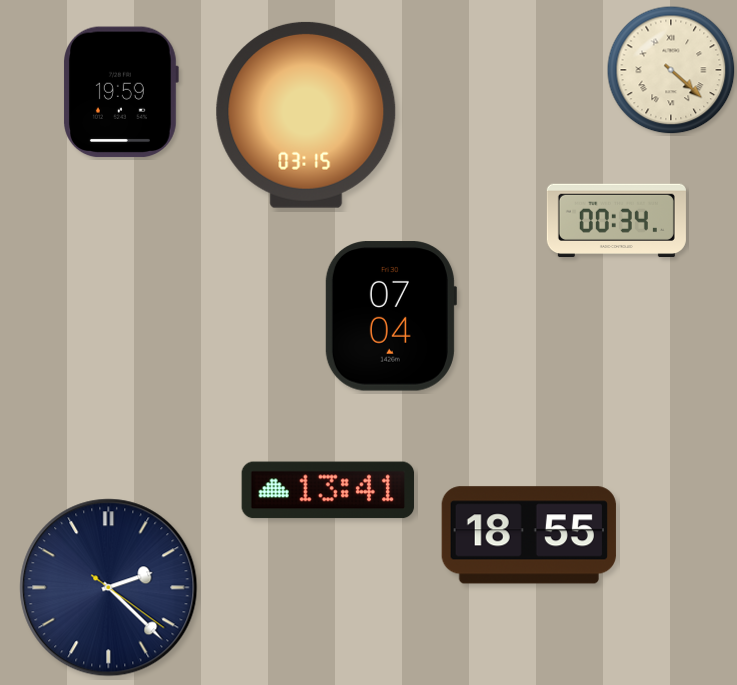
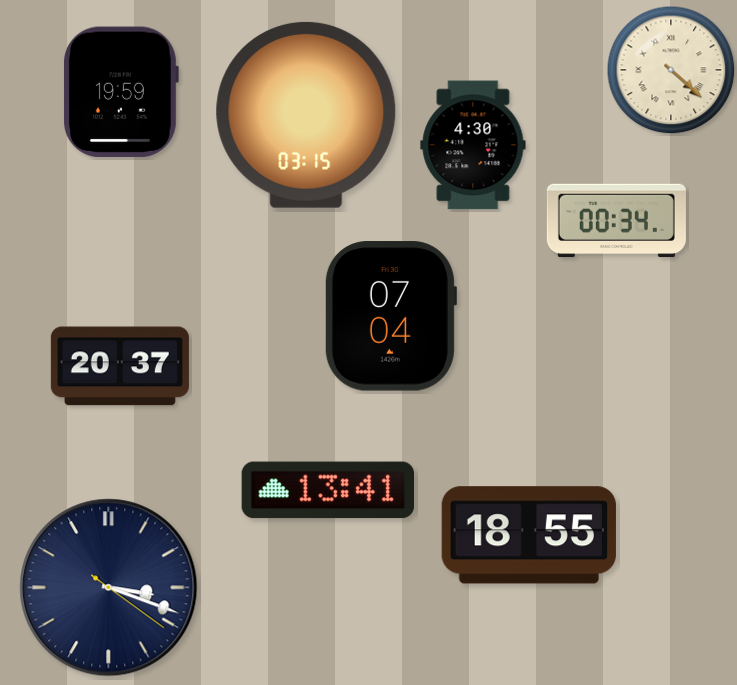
clock at (473, 145): none -> 4:30
clock at (120, 366): none -> 20:37
clock at (109, 588): 2:22 -> 3:18
